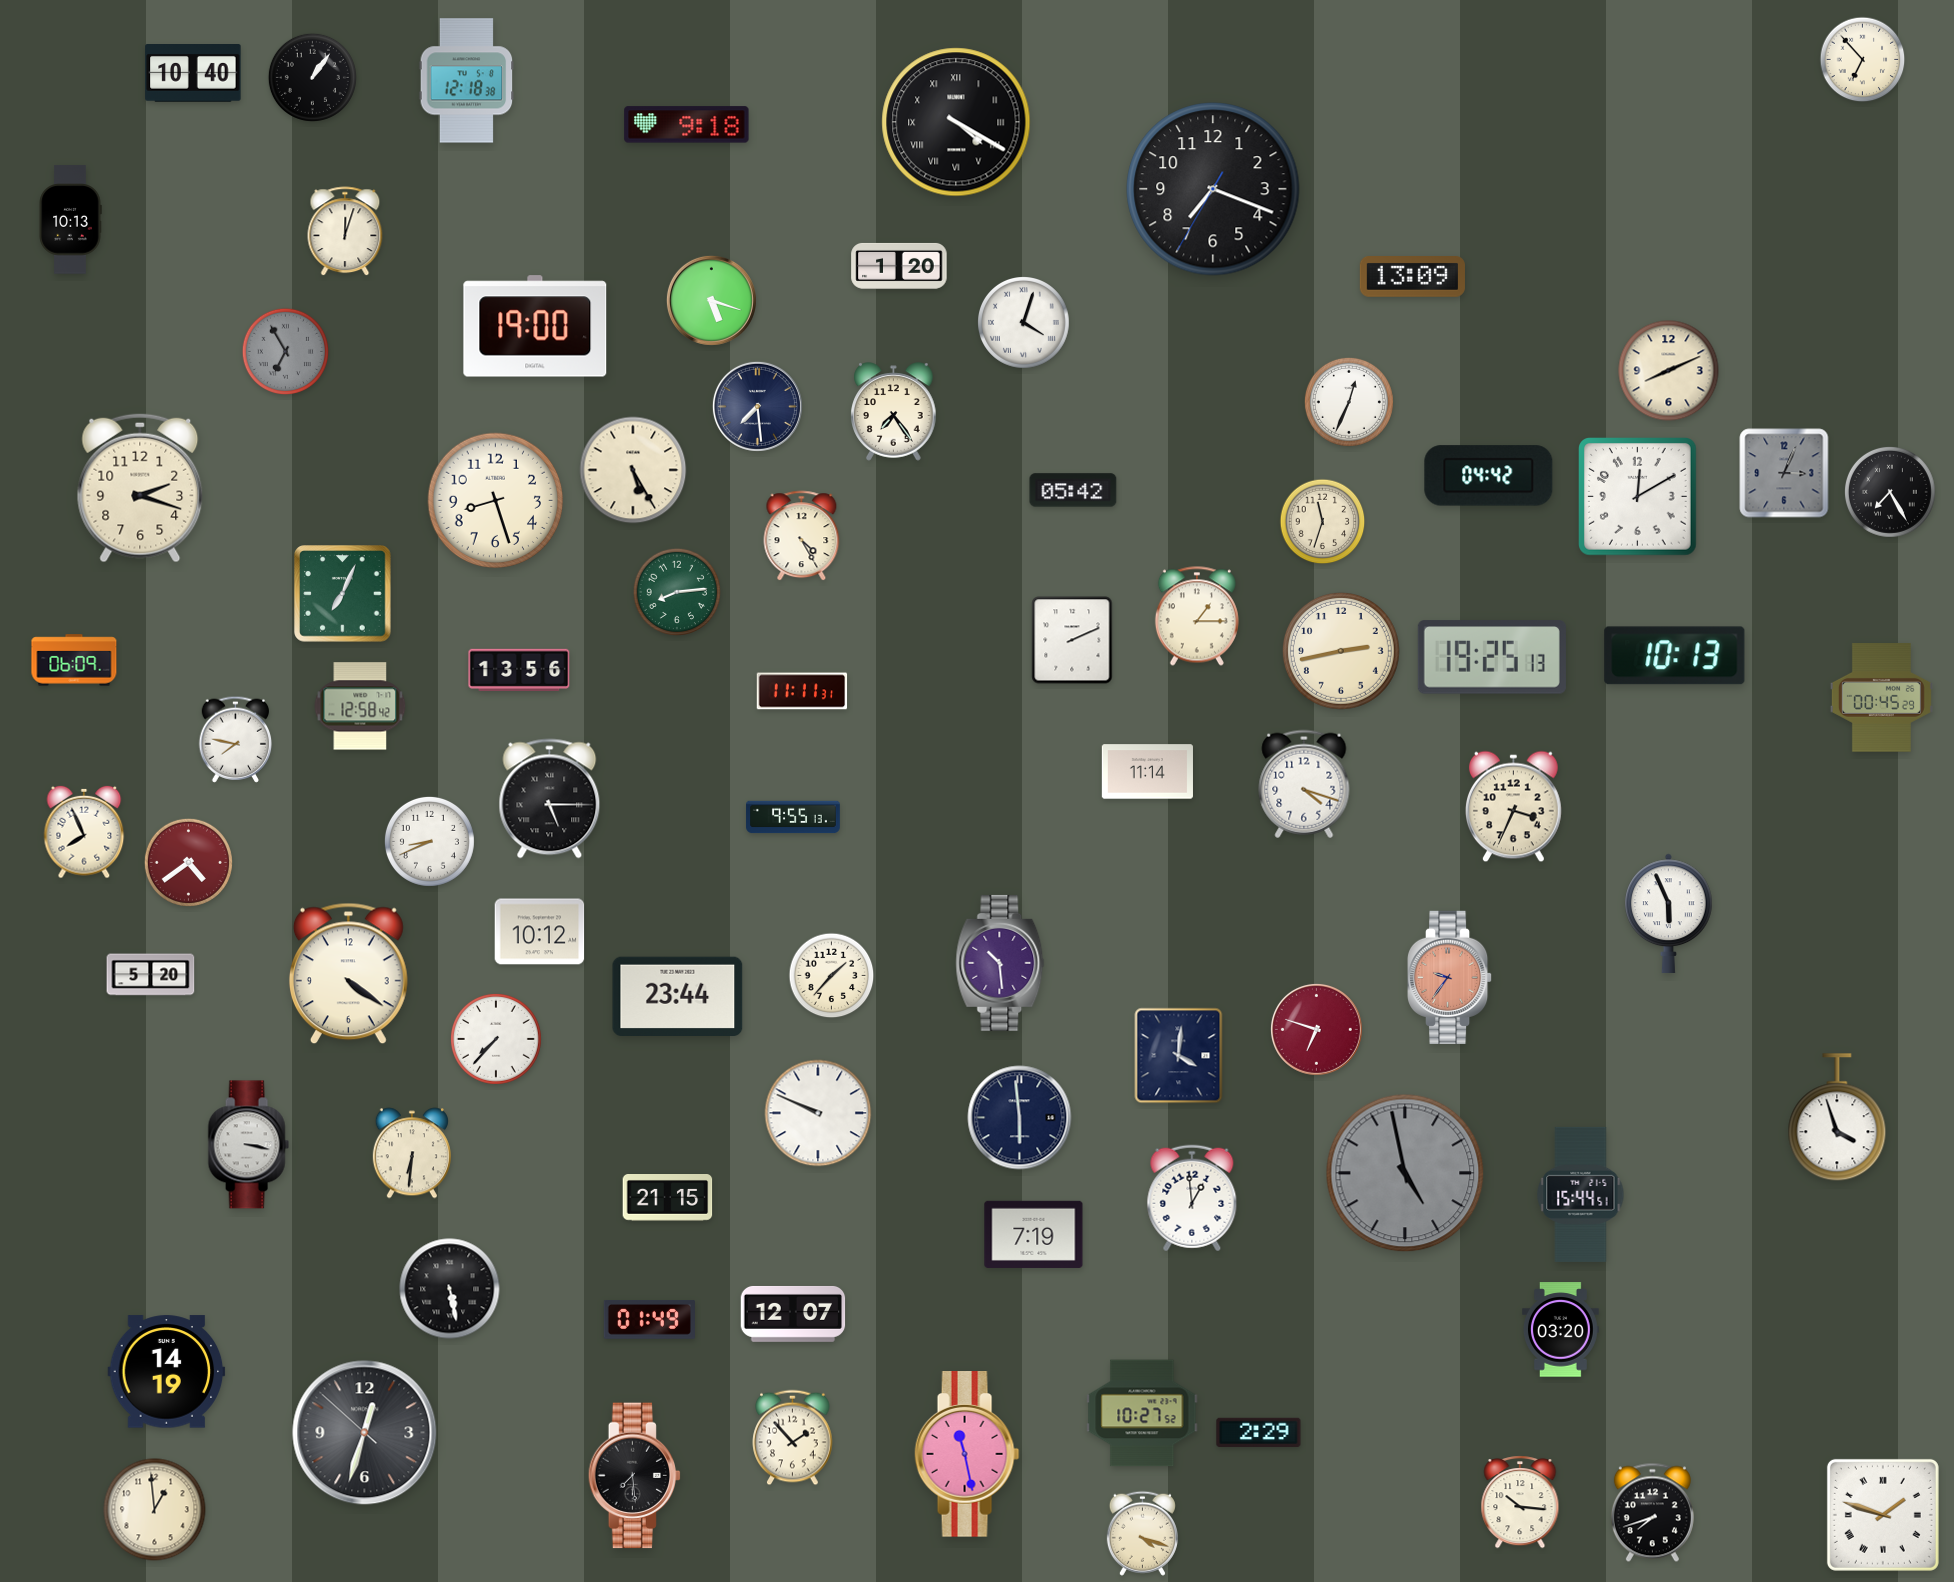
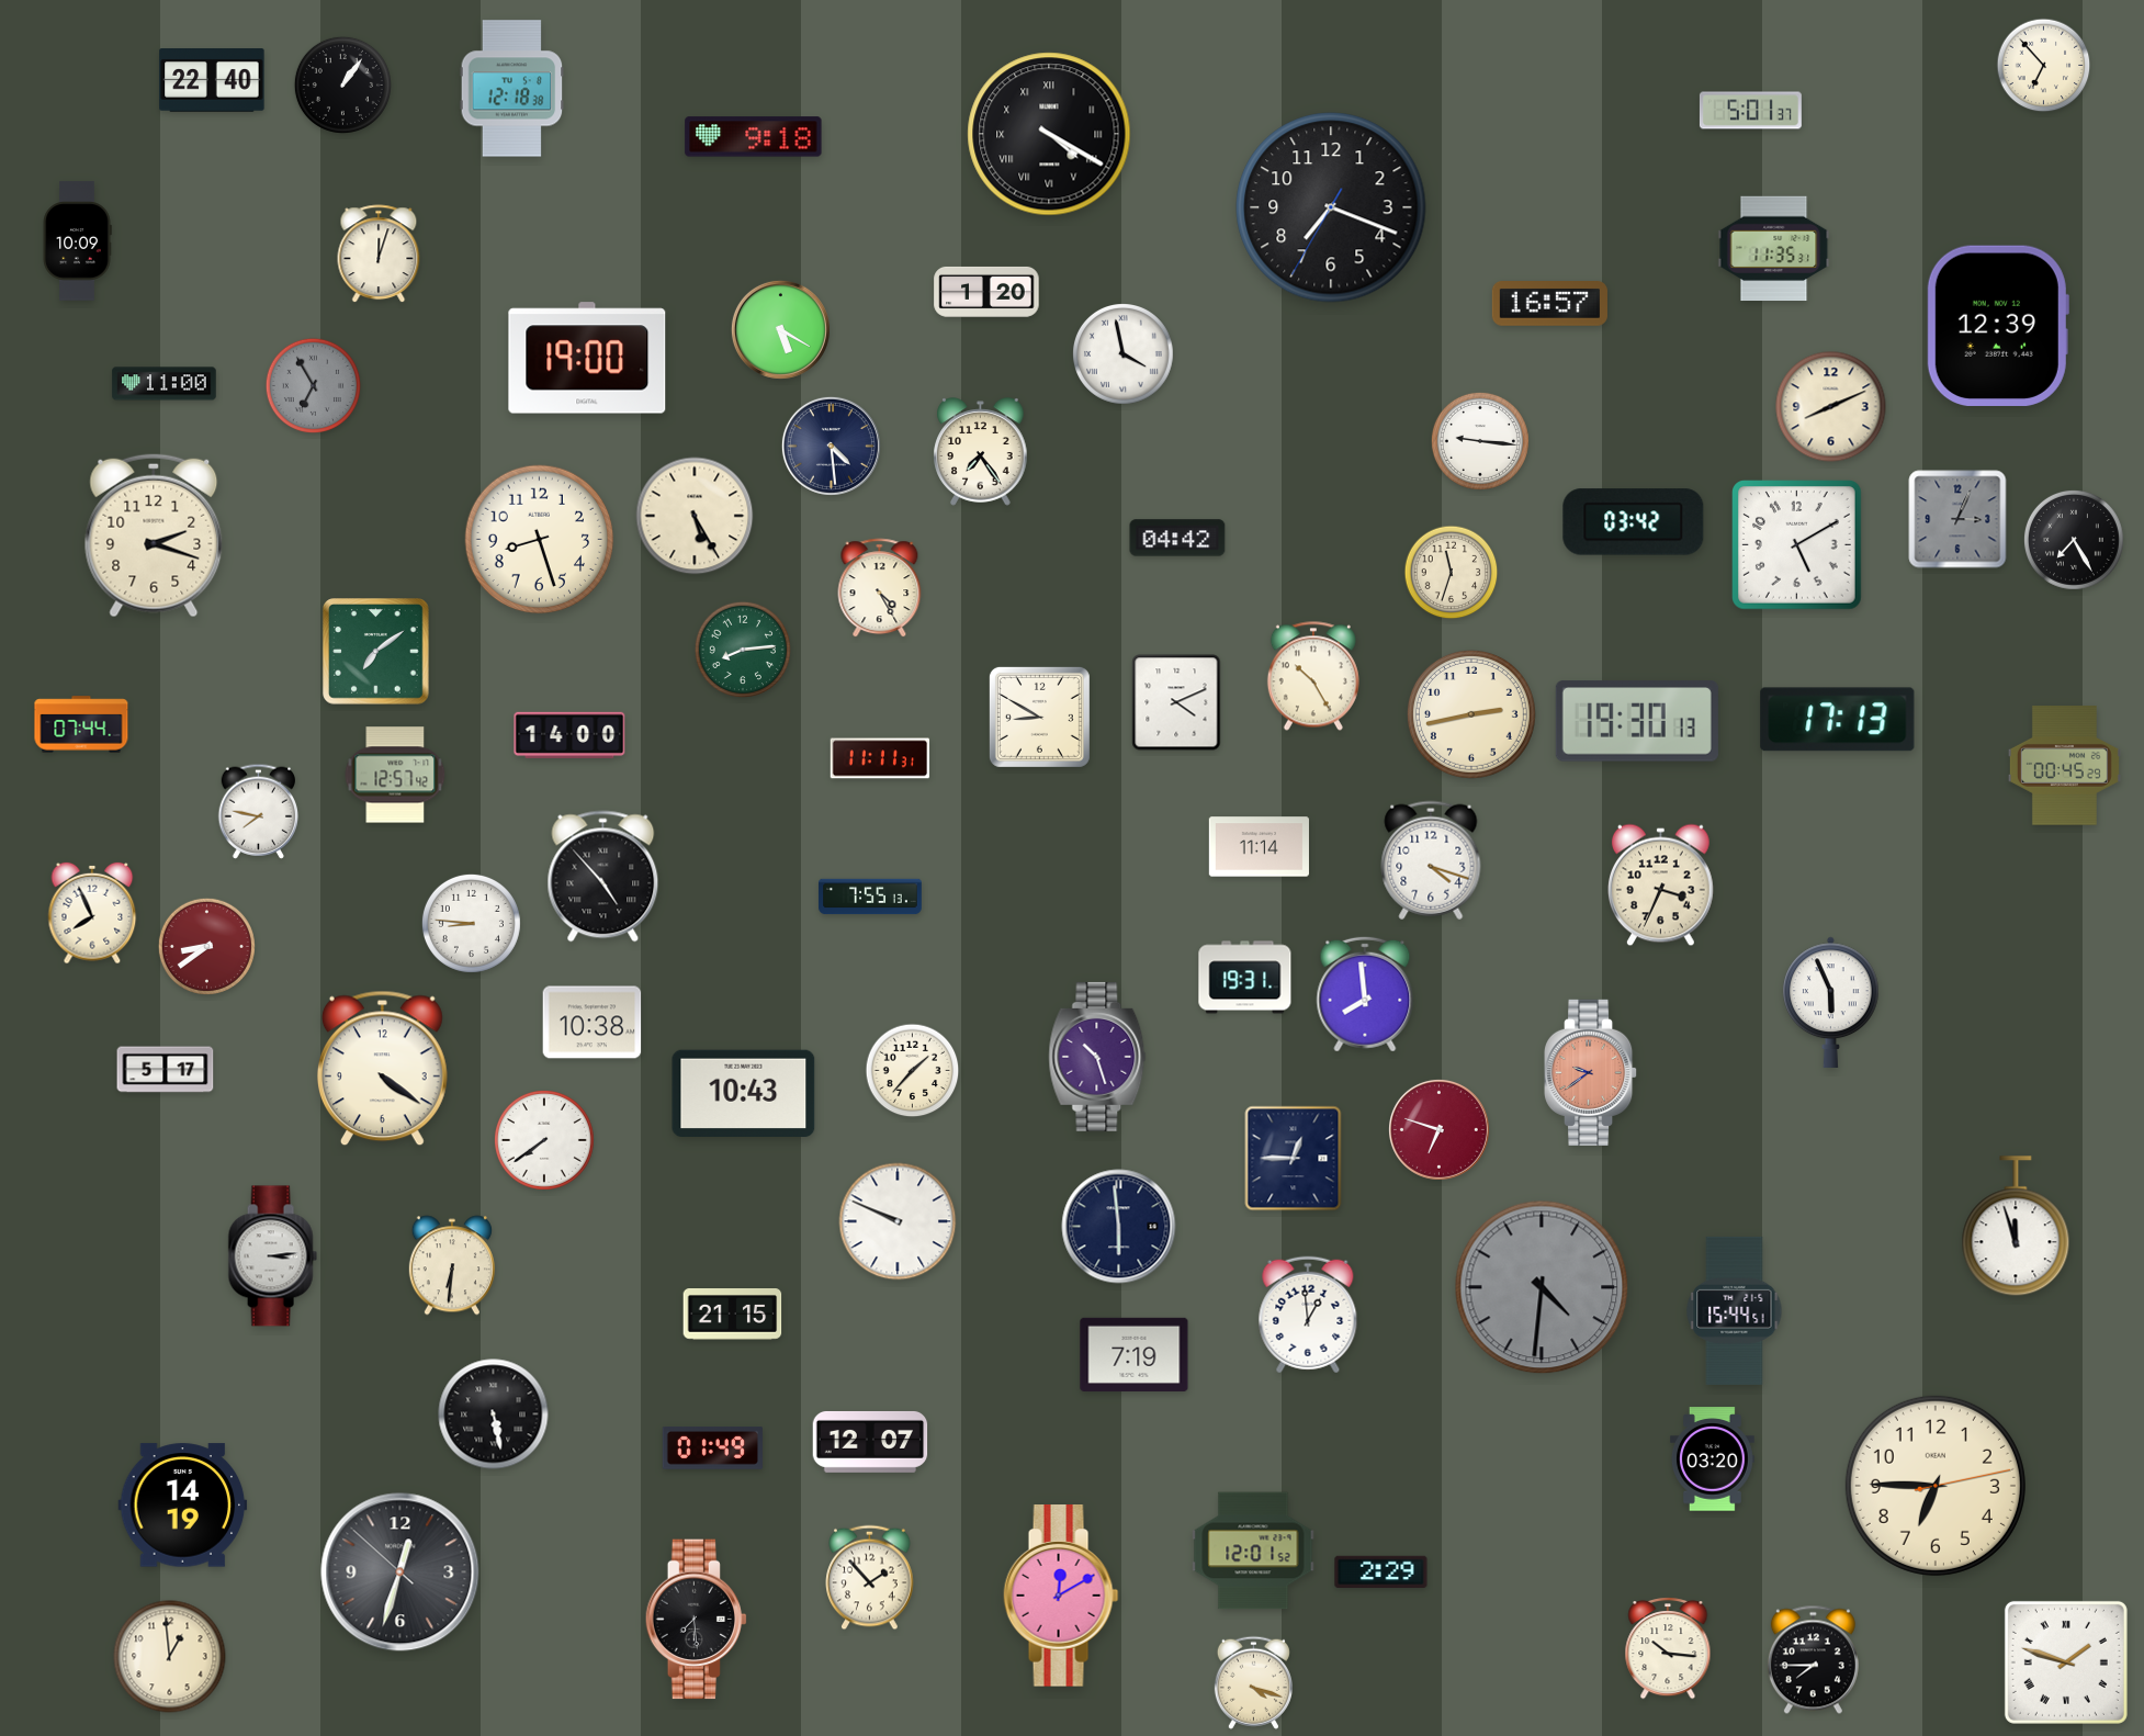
clock at (193, 74): 10:40 -> 22:40
clock at (1750, 111): none -> 5:01
clock at (70, 220): 10:13 -> 10:09
clock at (1774, 249): none -> 11:35
clock at (1412, 277): 13:09 -> 16:57
clock at (1998, 326): none -> 12:39
clock at (711, 300): 5:18 -> 5:20
clock at (1024, 323): 4:03 -> 3:58
clock at (165, 384): none -> 11:00
clock at (1349, 402): 12:34 -> 9:16
clock at (757, 406): 7:29 -> 4:29
clock at (1489, 476): 04:42 -> 03:42
clock at (1073, 490): 05:42 -> 04:42
clock at (1638, 497): 12:10 -> 5:10
clock at (496, 501) position: (496, 501) -> (540, 540)
clock at (343, 594): 7:04 -> 7:09
clock at (1197, 616): 1:15 -> 10:25
clock at (1072, 640): 2:11 -> 4:11
clock at (1039, 717): none -> 8:50
clock at (1675, 656): 10:13 -> 17:13
clock at (1492, 657): 19:25 -> 19:30
clock at (74, 660): 06:09 -> 07:44
clock at (519, 670): 13:56 -> 14:00
clock at (360, 706): 12:58 -> 12:57
clock at (550, 799): 5:15 -> 4:53
clock at (793, 817): 9:55 -> 7:55
clock at (429, 841): 8:41 -> 8:46
clock at (188, 862): 4:39 -> 8:39
clock at (1245, 978): none -> 19:31
clock at (1365, 994): none -> 7:59
clock at (540, 932): 10:12 -> 10:38
clock at (1000, 963): 10:29 -> 10:27
clock at (151, 975): 5:20 -> 5:17
clock at (1450, 977): 9:36 -> 9:39
clock at (678, 996): 23:44 -> 10:43
clock at (1316, 1029) position: (1316, 1029) -> (1438, 1129)
clock at (496, 1039): 7:37 -> 7:39
clock at (1179, 1056): 4:01 -> 12:45
clock at (1837, 1118): 3:57 -> 11:57
clock at (248, 1145): 3:17 -> 3:14
clock at (1405, 1173): 4:58 -> 4:31
clock at (1936, 1486): none -> 6:45
clock at (1142, 1413): 10:27 -> 12:01
clock at (967, 1454): 11:28 -> 12:10
clock at (1652, 1513): 7:42 -> 7:45
